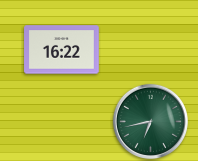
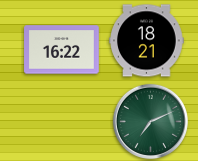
clock at (147, 41): none -> 18:21
clock at (150, 121): 6:43 -> 7:11
